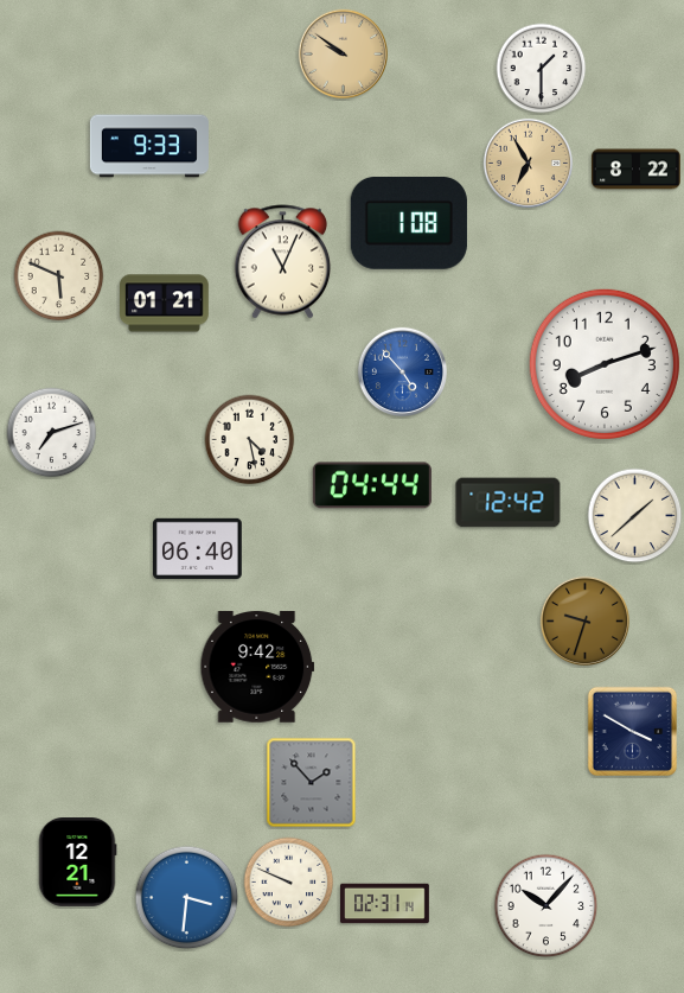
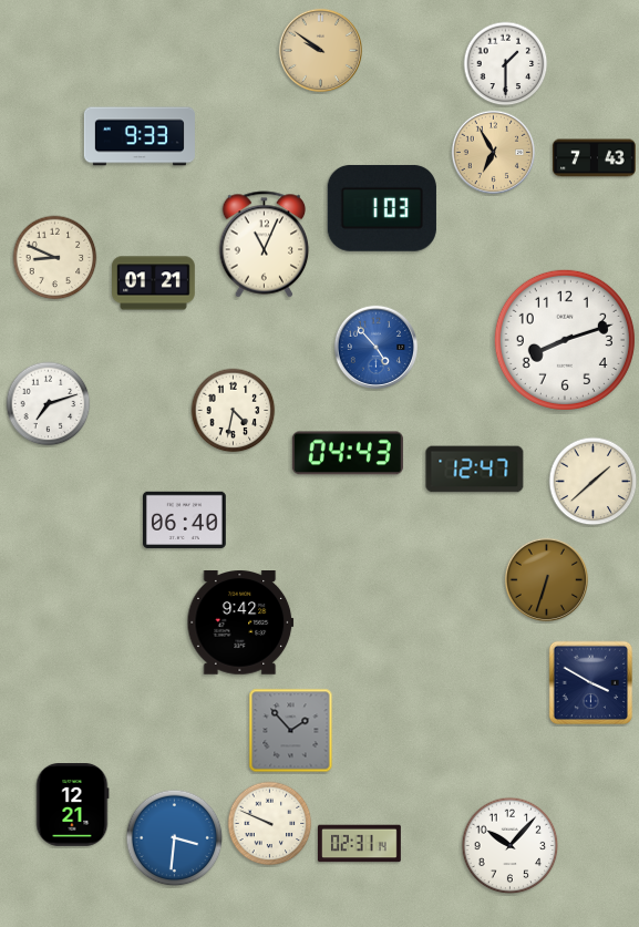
clock at (637, 170): 8:22 -> 7:43
clock at (409, 223): 1:08 -> 1:03
clock at (59, 276): 5:49 -> 8:49
clock at (250, 440): 4:28 -> 4:32
clock at (372, 485): 04:44 -> 04:43
clock at (509, 503): 12:42 -> 12:47
clock at (198, 548) position: (198, 548) -> (185, 519)
clock at (584, 620): 9:33 -> 6:33
